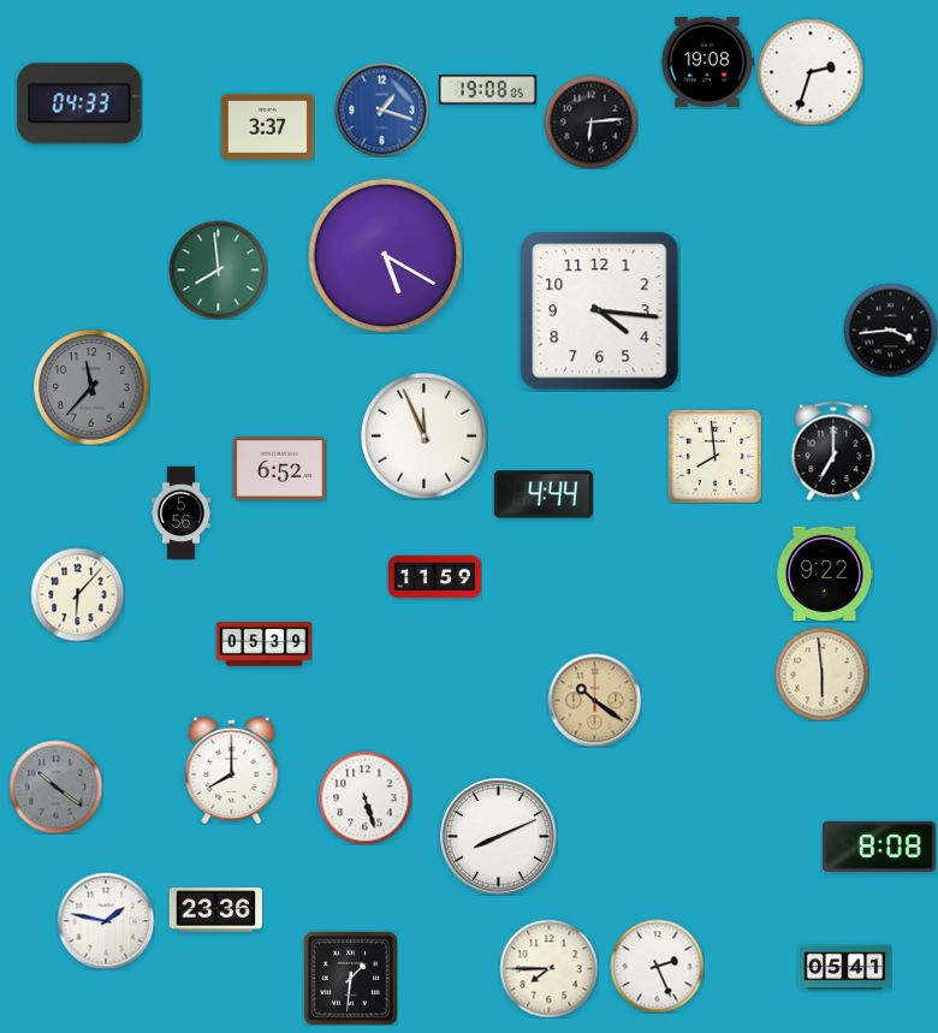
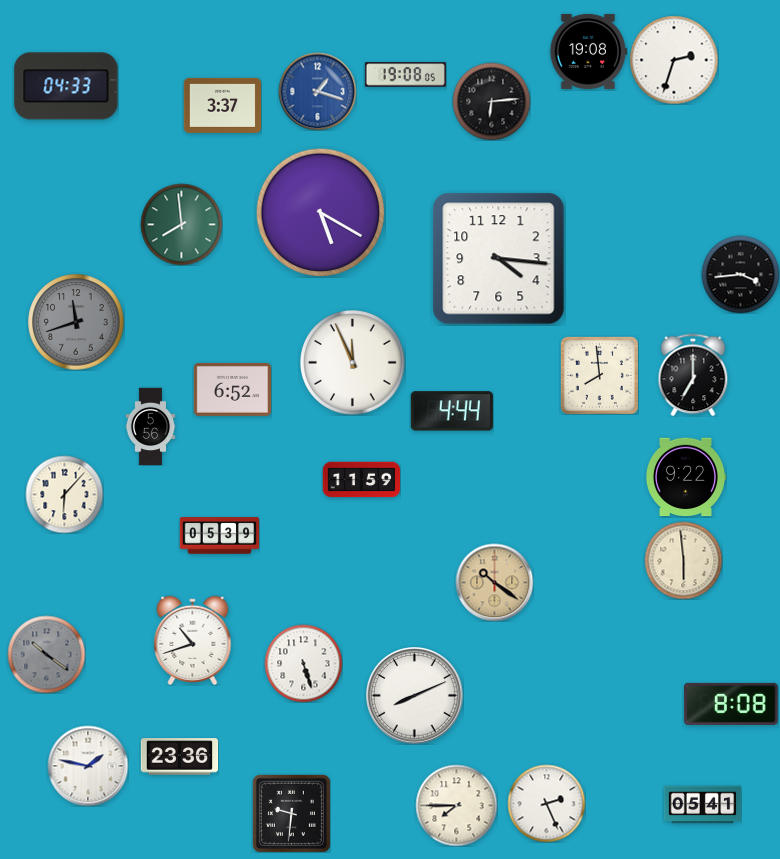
clock at (91, 387): 11:37 -> 11:42
clock at (714, 456) position: (714, 456) -> (599, 375)
clock at (232, 770): 8:00 -> 10:42
clock at (350, 978): 1:31 -> 9:31
